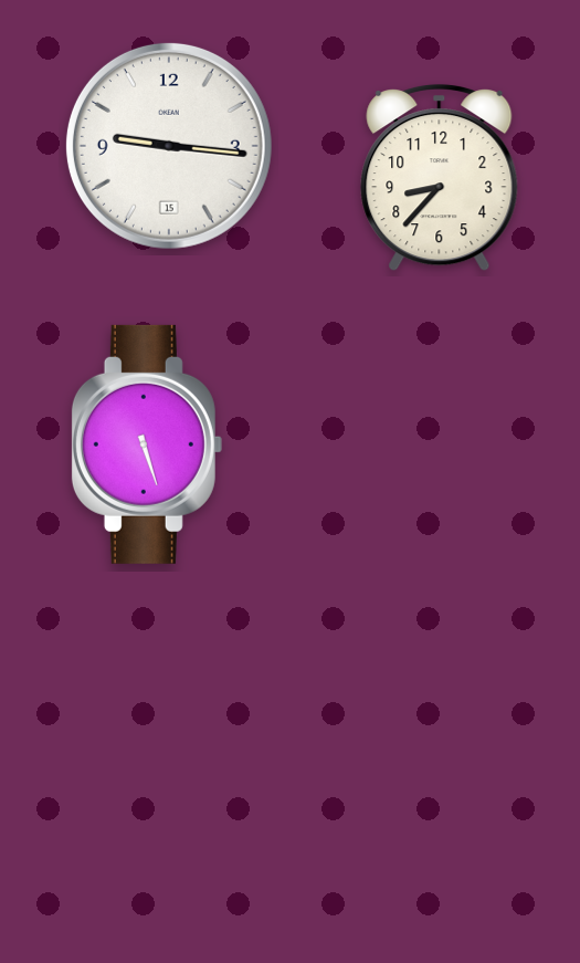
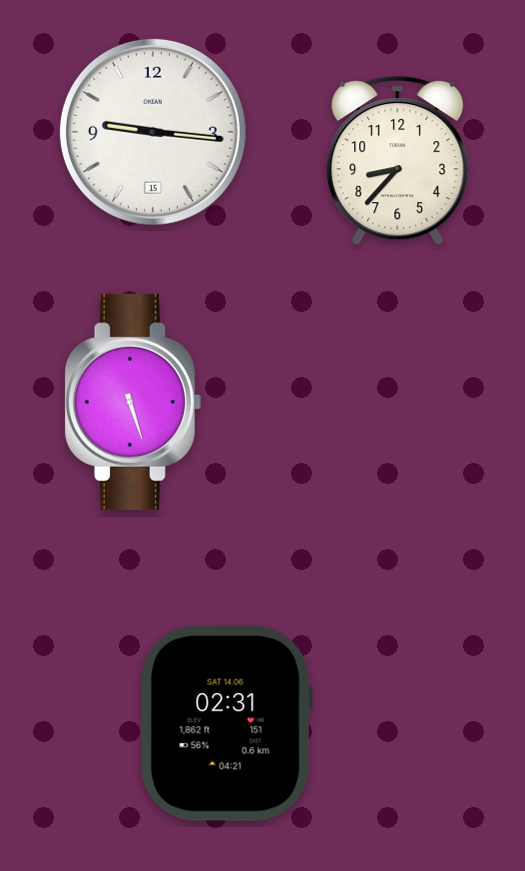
clock at (226, 724): none -> 02:31
